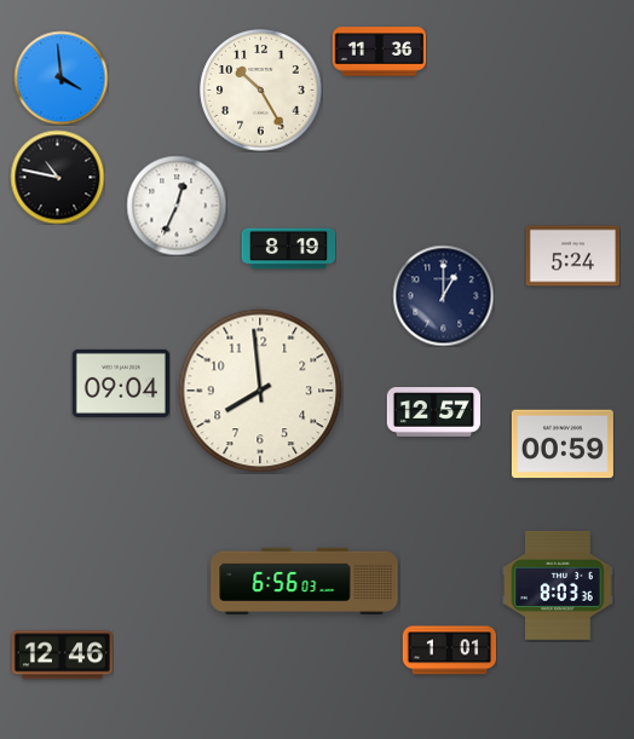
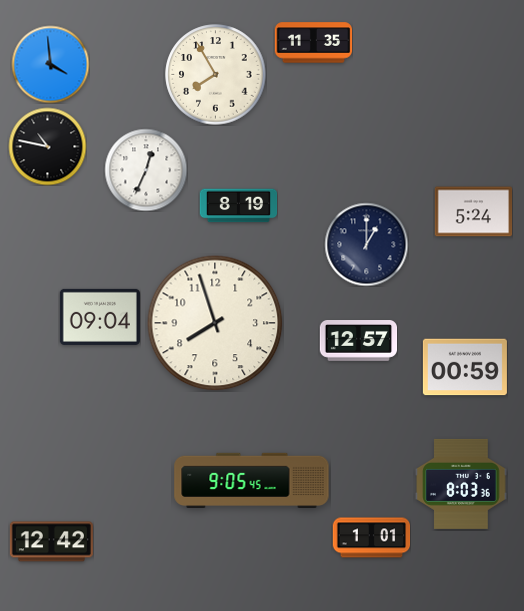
clock at (379, 52): 11:36 -> 11:35
clock at (261, 91): 10:25 -> 7:55
clock at (260, 391): 7:59 -> 7:57
clock at (305, 581): 6:56 -> 9:05
clock at (62, 656): 12:46 -> 12:42
